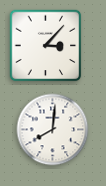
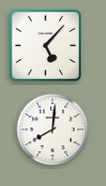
clock at (46, 46): 3:07 -> 5:07
